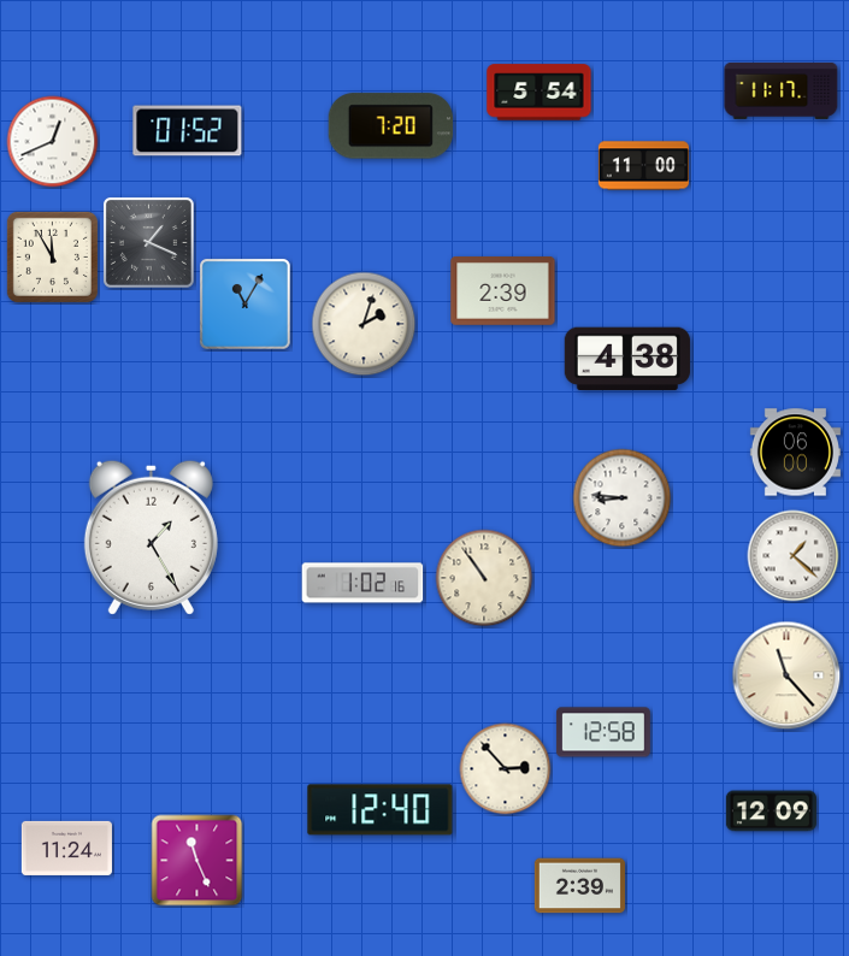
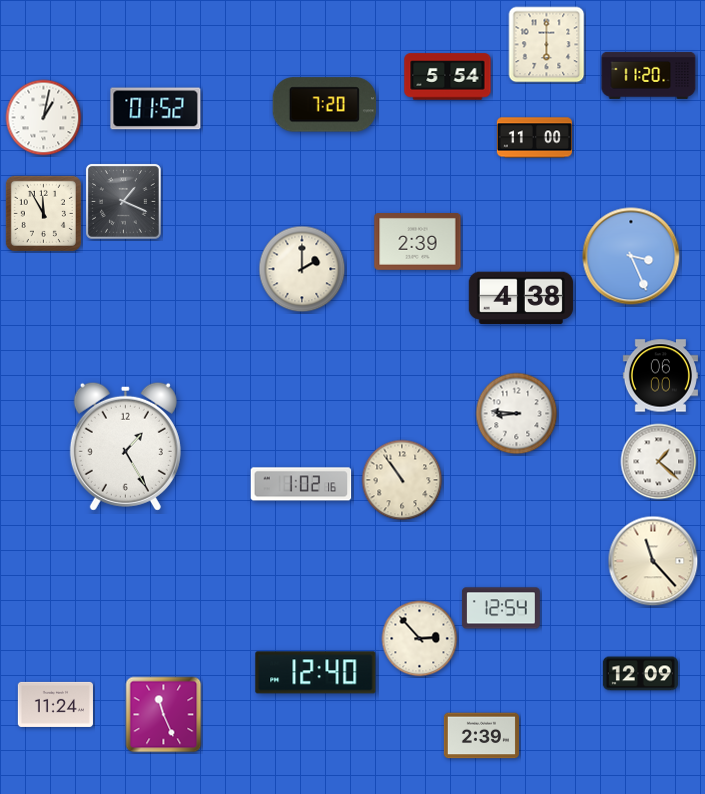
clock at (547, 45): none -> 6:00
clock at (782, 90): 11:17 -> 11:20
clock at (53, 142): 12:41 -> 1:02
clock at (244, 303): 11:05 -> none
clock at (631, 256): none -> 3:26
clock at (364, 324): 2:03 -> 2:00
clock at (603, 732): 12:58 -> 12:54
